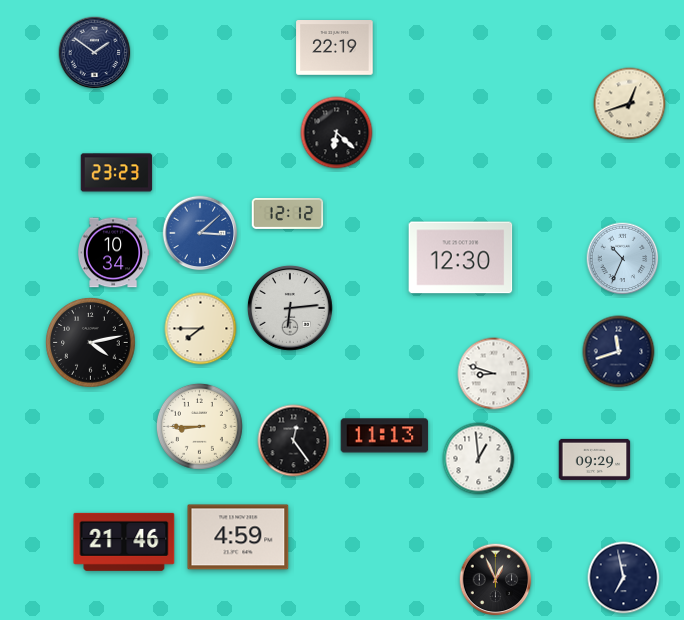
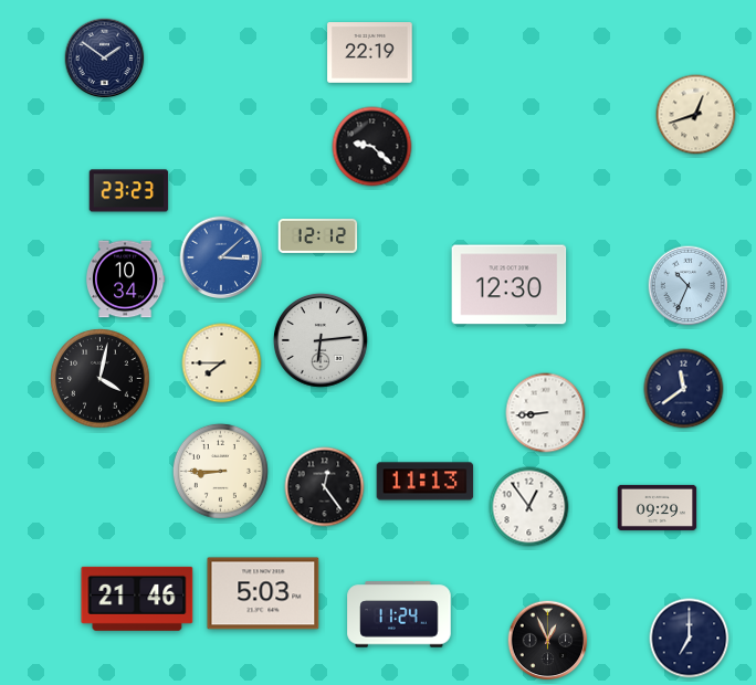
clock at (337, 133): 6:22 -> 9:22
clock at (91, 343): 4:13 -> 4:02
clock at (619, 352): 11:42 -> 11:39
clock at (494, 374): 8:48 -> 8:44
clock at (479, 459): 12:59 -> 12:54
clock at (238, 537): 4:59 -> 5:03
clock at (399, 614): none -> 11:24
clock at (624, 578): 6:58 -> 7:00
